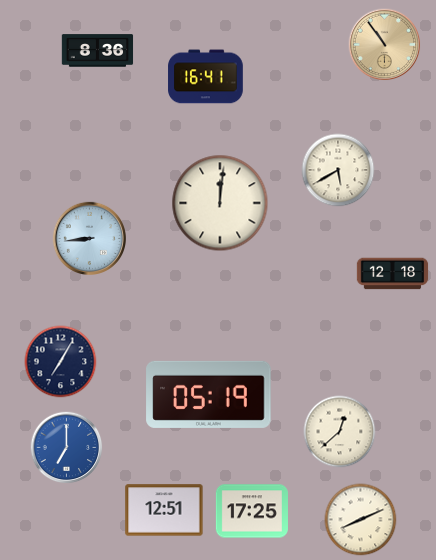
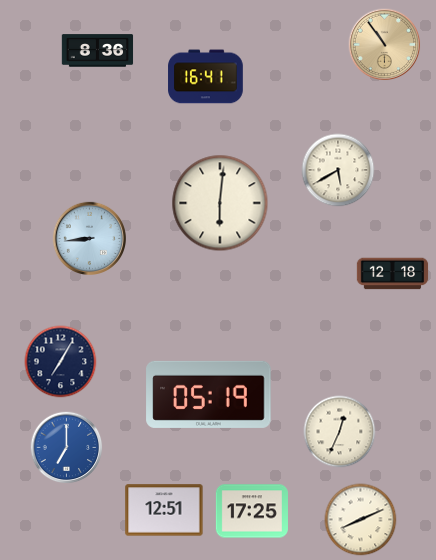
clock at (220, 203): 12:01 -> 6:01
clock at (340, 432): 12:38 -> 12:34
